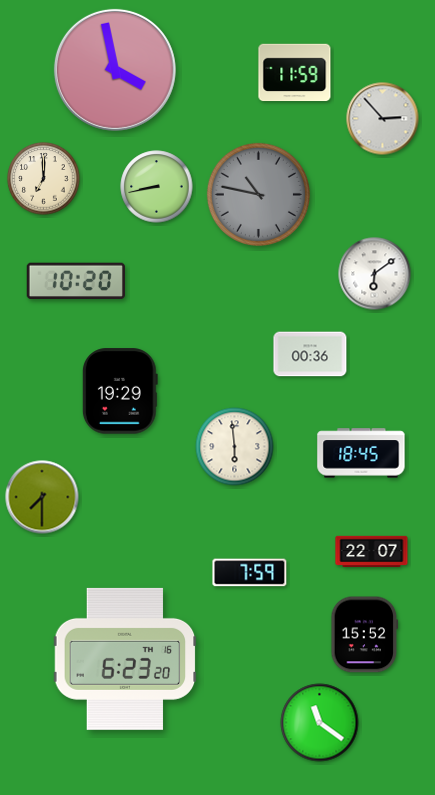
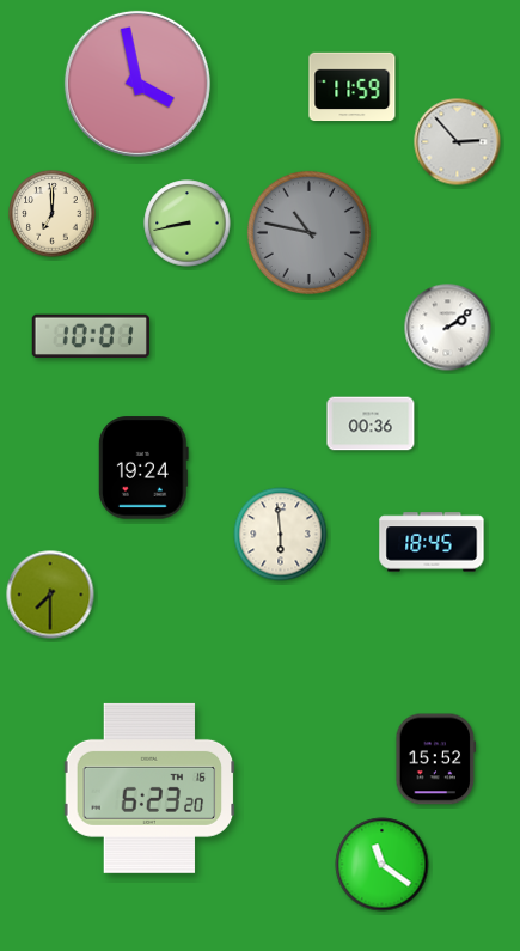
clock at (375, 274): 6:09 -> 2:09
clock at (76, 281): 10:20 -> 10:01
clock at (120, 391): 19:29 -> 19:24
clock at (372, 552): 22:07 -> none
clock at (250, 573): 7:59 -> none
